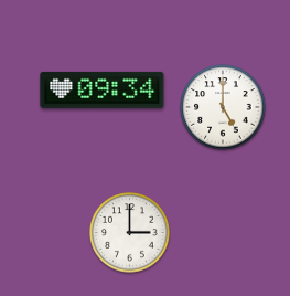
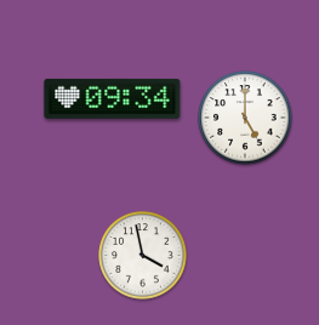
clock at (130, 233): 3:00 -> 3:58
